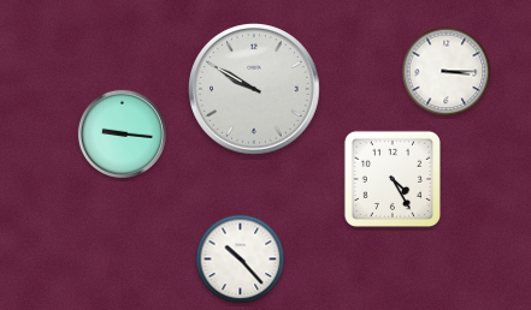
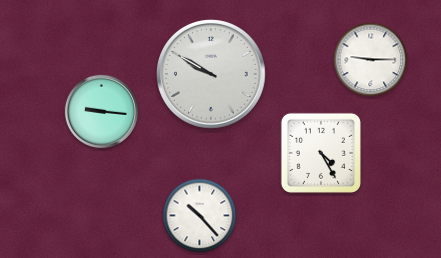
clock at (447, 72): 3:15 -> 9:15
clock at (393, 179) position: (393, 179) -> (321, 153)
